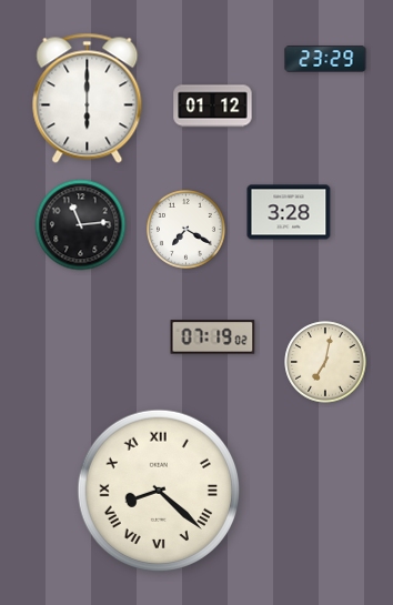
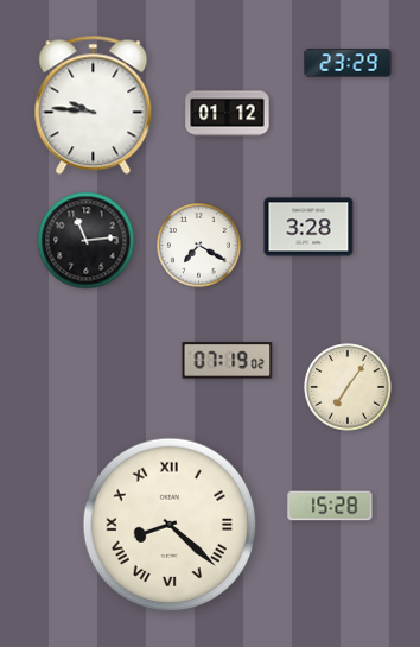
clock at (88, 98): 6:00 -> 9:46
clock at (325, 362): 7:02 -> 7:06
clock at (330, 506): none -> 15:28
